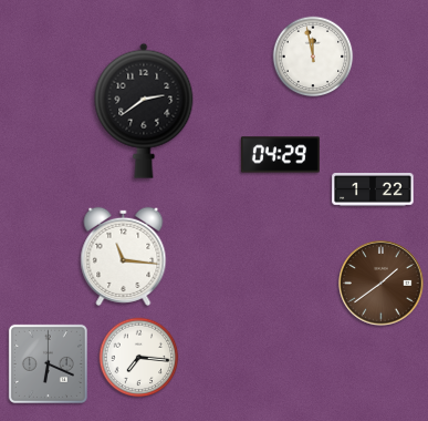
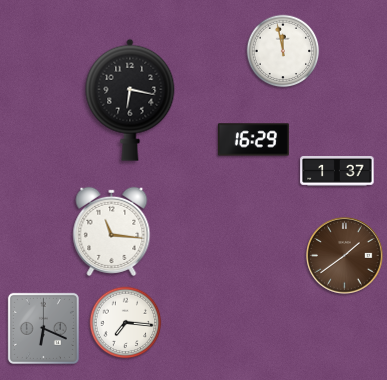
clock at (144, 111): 2:39 -> 6:17
clock at (280, 155): 04:29 -> 16:29
clock at (373, 191): 1:22 -> 1:37
